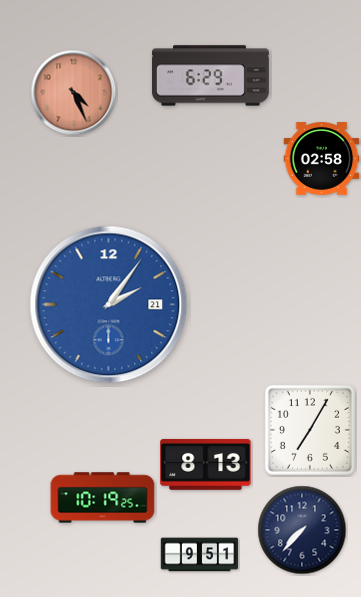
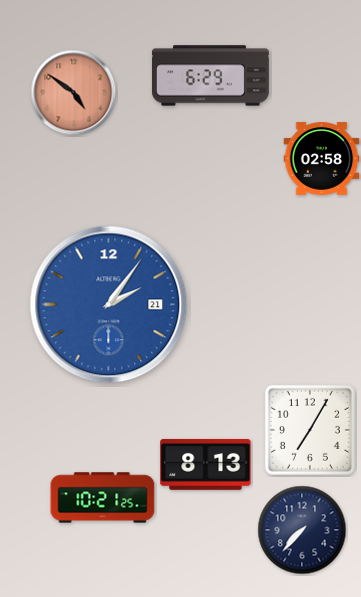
clock at (74, 93): 4:26 -> 4:51
clock at (103, 498): 10:19 -> 10:21
clock at (200, 555): 9:51 -> none
